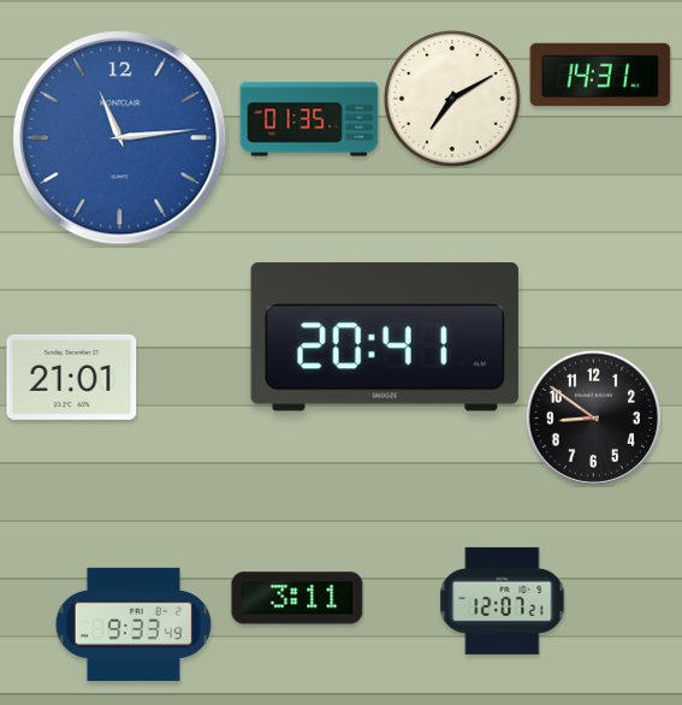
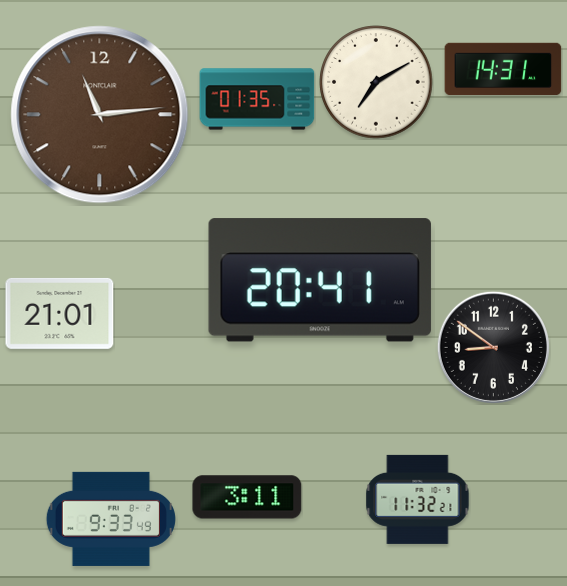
clock at (600, 75) position: (600, 75) -> (503, 69)
clock at (120, 138) dial: blue -> brown
clock at (503, 600): 12:07 -> 11:32
